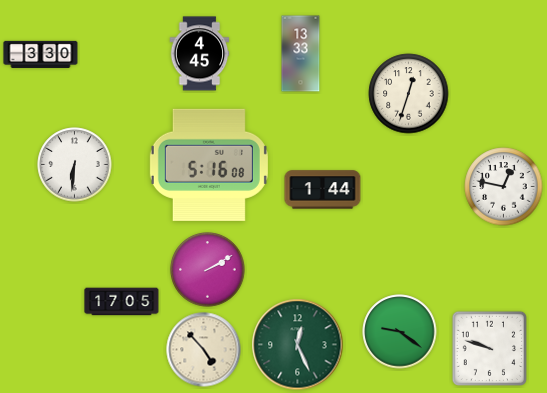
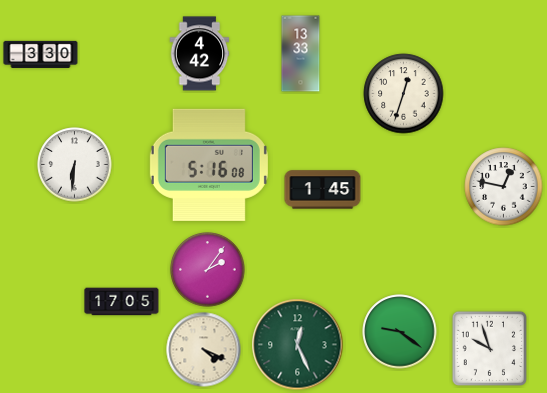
clock at (200, 54): 4:45 -> 4:42
clock at (409, 94) position: (409, 94) -> (404, 94)
clock at (323, 190): 1:44 -> 1:45
clock at (208, 270): 2:10 -> 2:06
clock at (489, 348): 9:48 -> 9:57
clock at (204, 350): 4:53 -> 4:19
